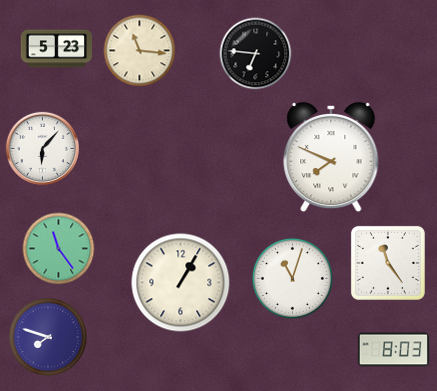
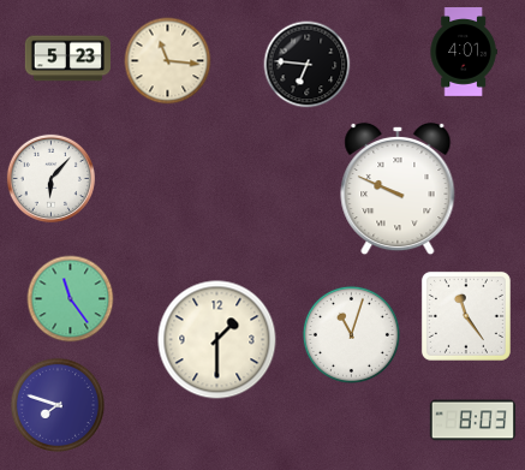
clock at (464, 52): none -> 4:01
clock at (331, 157): 7:49 -> 9:49
clock at (181, 283): 1:05 -> 1:30
